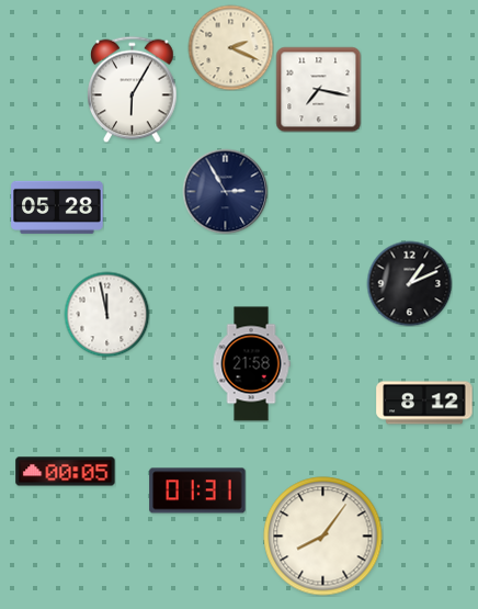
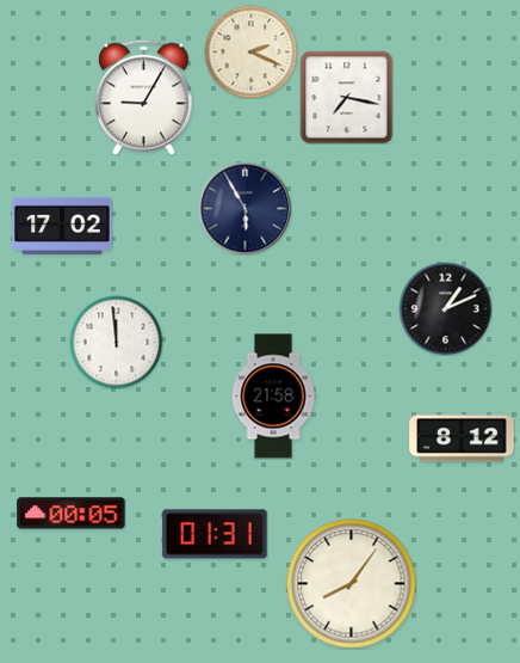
clock at (133, 89): 6:05 -> 9:05
clock at (225, 191): 2:55 -> 5:55
clock at (57, 207): 05:28 -> 17:02
clock at (106, 314): 11:58 -> 11:59
